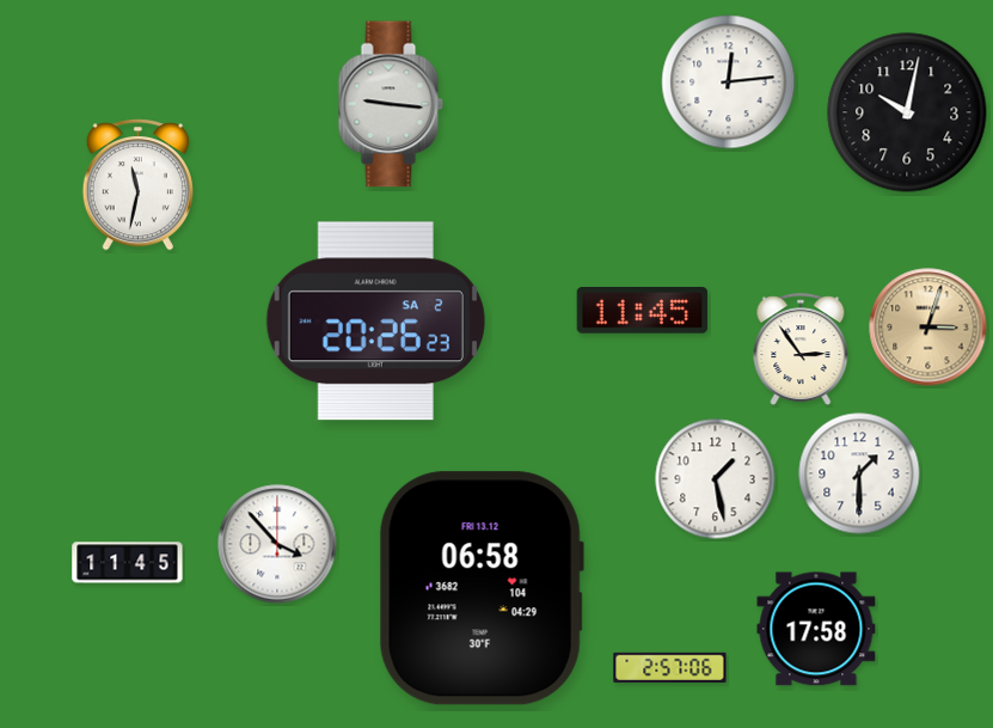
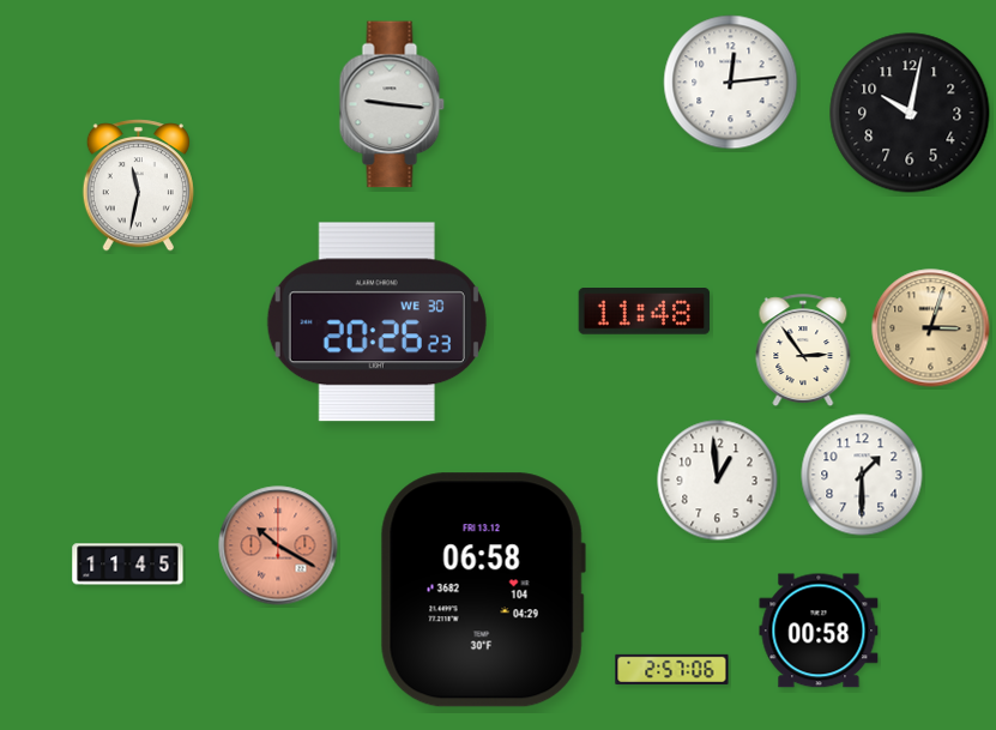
clock at (643, 311): 11:45 -> 11:48
clock at (375, 322) date: SA 2 -> WE 30
clock at (716, 479): 1:28 -> 12:59
clock at (277, 544): 3:53 -> 10:20
clock at (277, 544) dial: white -> salmon
clock at (816, 629): 17:58 -> 00:58
